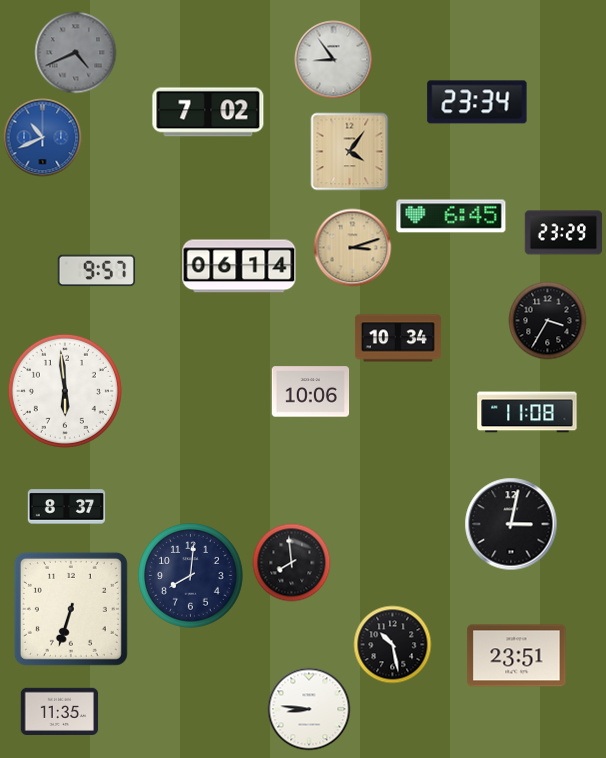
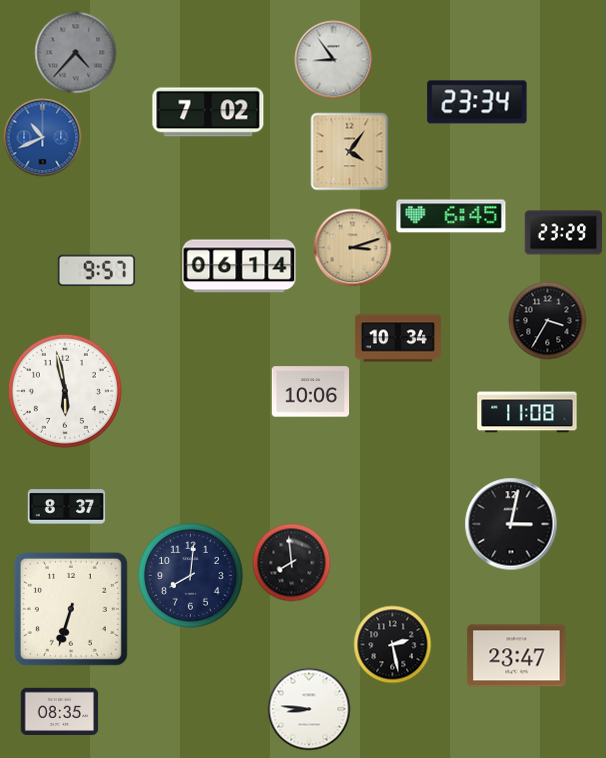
clock at (75, 52): 4:41 -> 4:37
clock at (65, 391): 5:59 -> 5:58
clock at (392, 644): 10:28 -> 2:28
clock at (517, 656): 23:51 -> 23:47
clock at (59, 711): 11:35 -> 08:35
